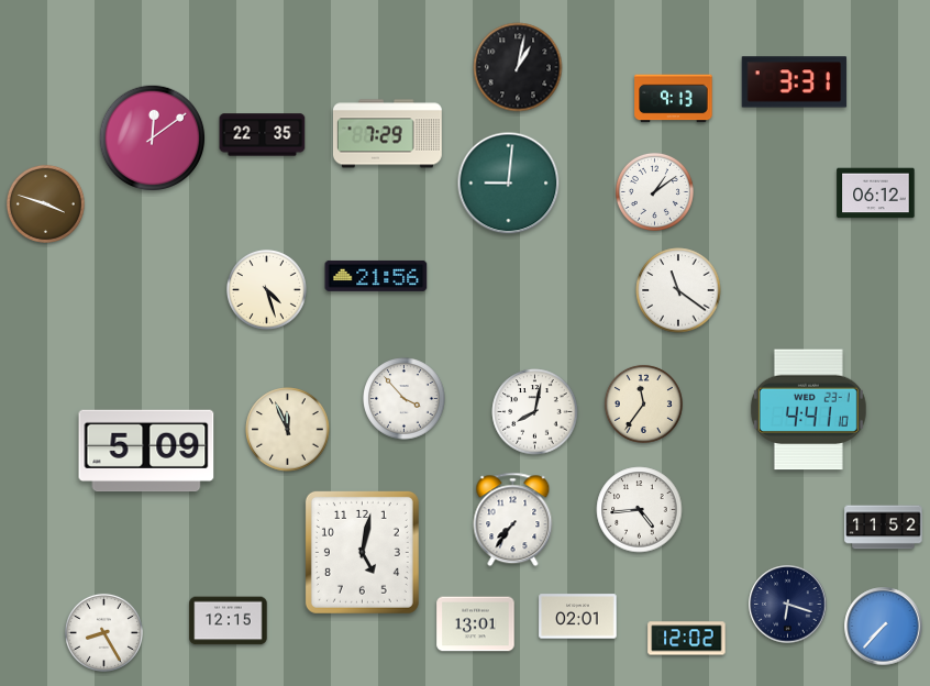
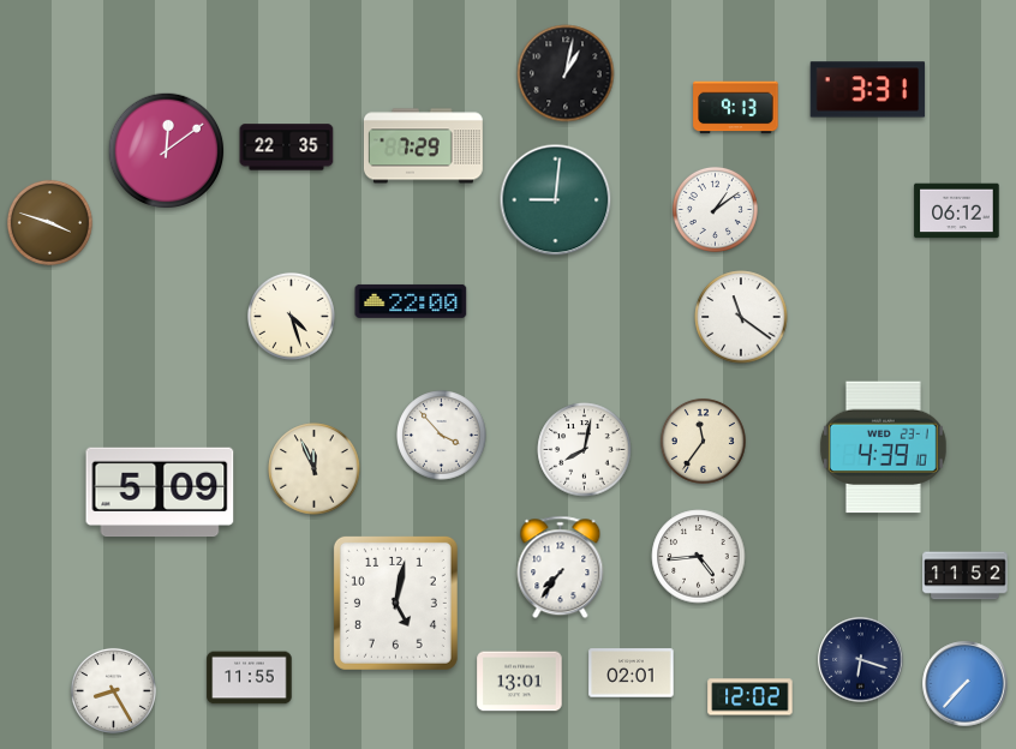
clock at (376, 276): 21:56 -> 22:00
clock at (808, 410): 4:41 -> 4:39
clock at (229, 621): 12:15 -> 11:55
